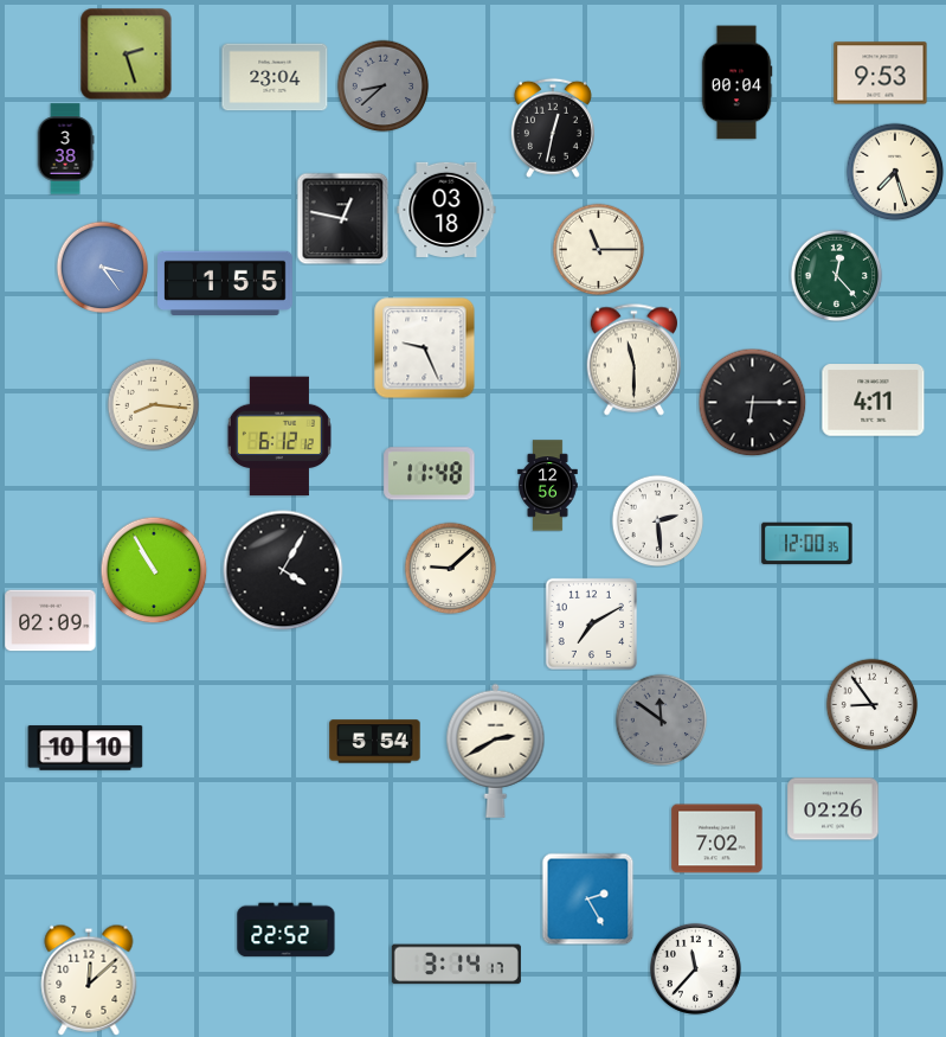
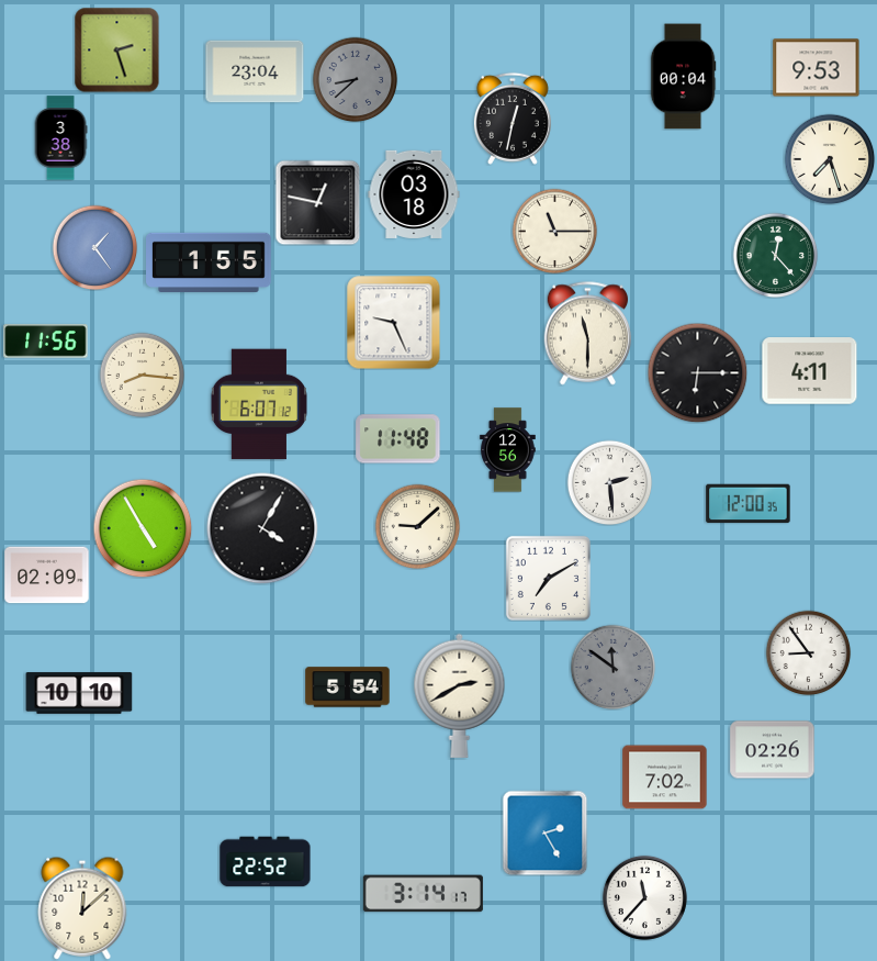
clock at (102, 267): 3:24 -> 1:24
clock at (46, 342): none -> 11:56
clock at (279, 436): 6:12 -> 6:07
clock at (154, 570): 10:55 -> 4:55
